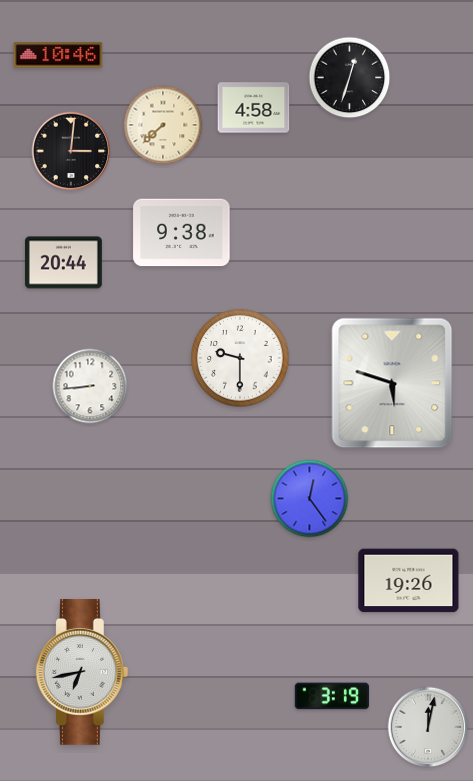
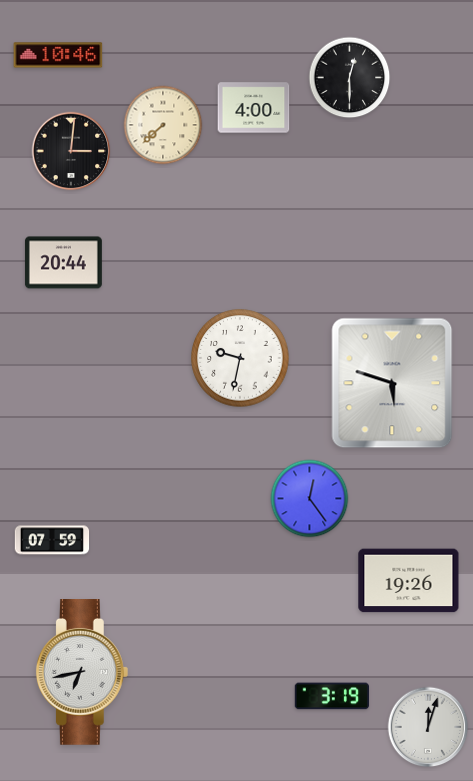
clock at (350, 78): 12:33 -> 12:30
clock at (254, 108): 4:58 -> 4:00
clock at (182, 233): 9:38 -> none
clock at (240, 358): 9:30 -> 9:32
clock at (90, 386): 8:44 -> none
clock at (52, 540): none -> 07:59
clock at (428, 727): 12:02 -> 12:03
